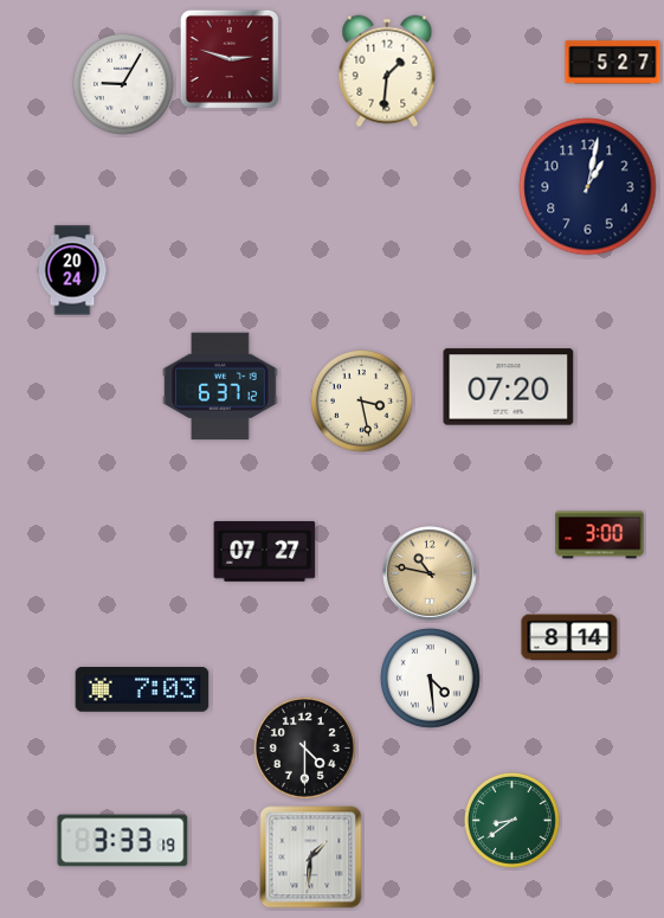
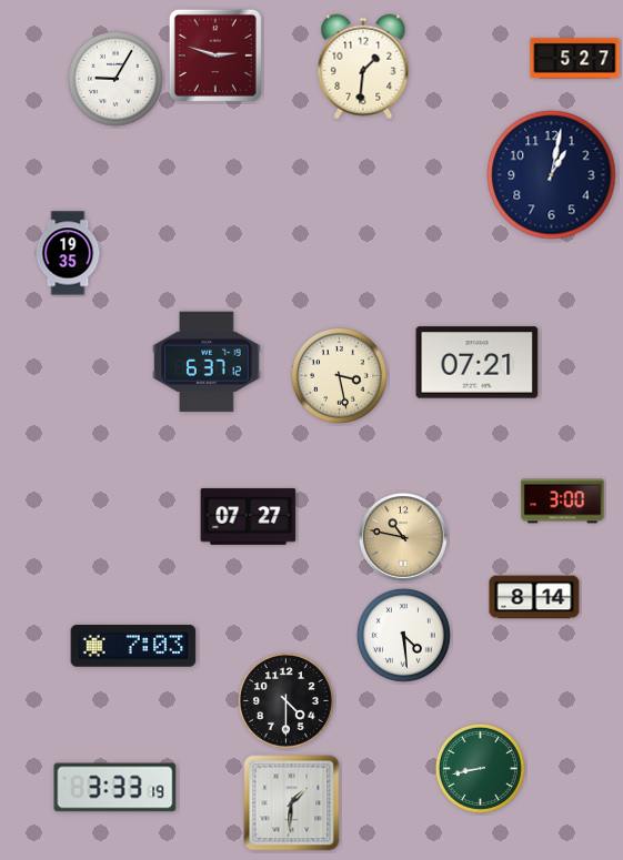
clock at (72, 270): 20:24 -> 19:35
clock at (509, 387): 07:20 -> 07:21
clock at (511, 820): 8:39 -> 8:43
